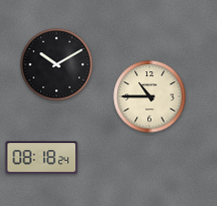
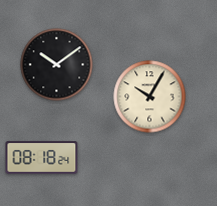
clock at (57, 65): 10:10 -> 10:09
clock at (150, 97): 10:45 -> 10:05
